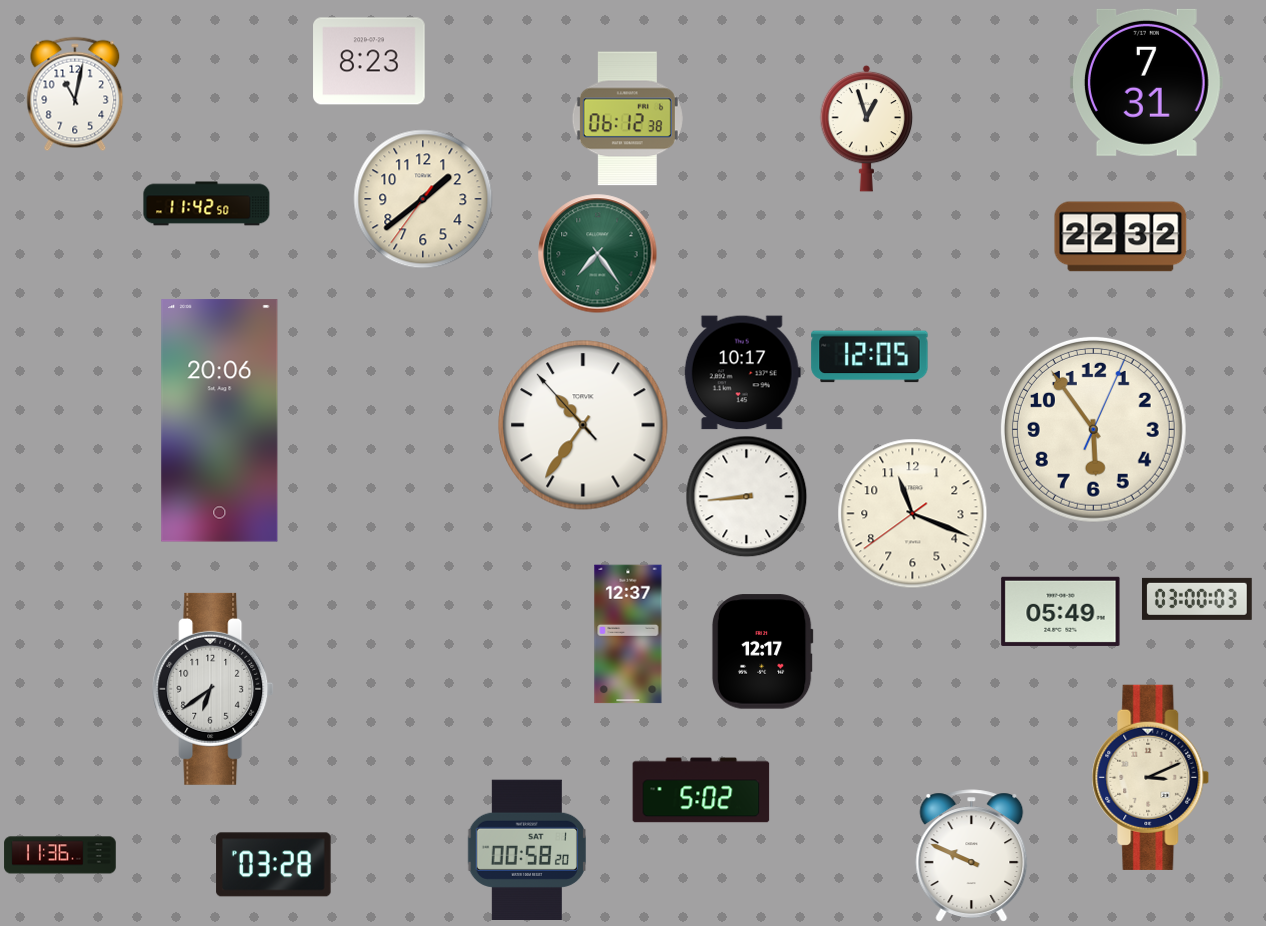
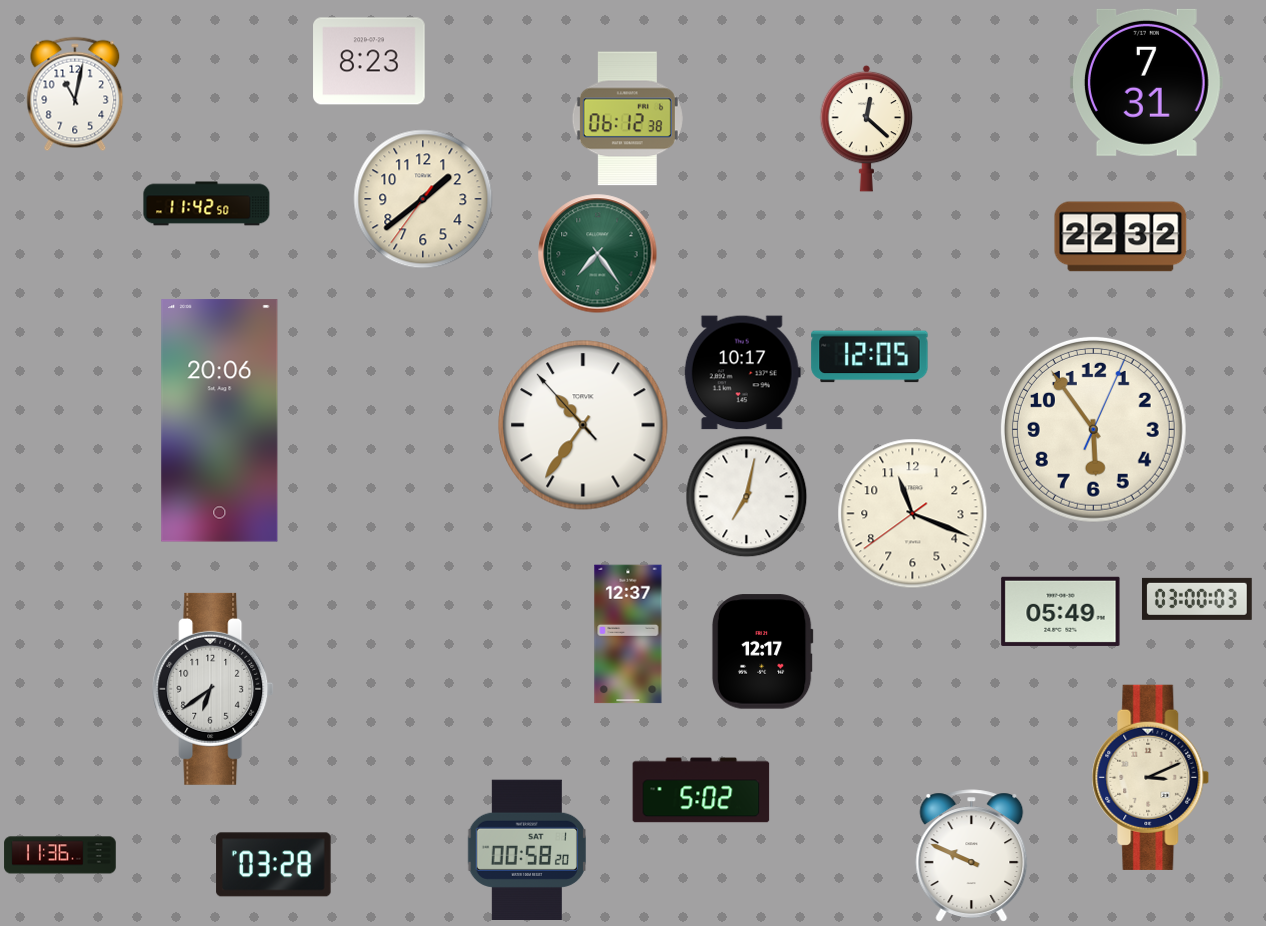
clock at (867, 128): 12:57 -> 12:22
clock at (747, 497): 8:44 -> 7:02
